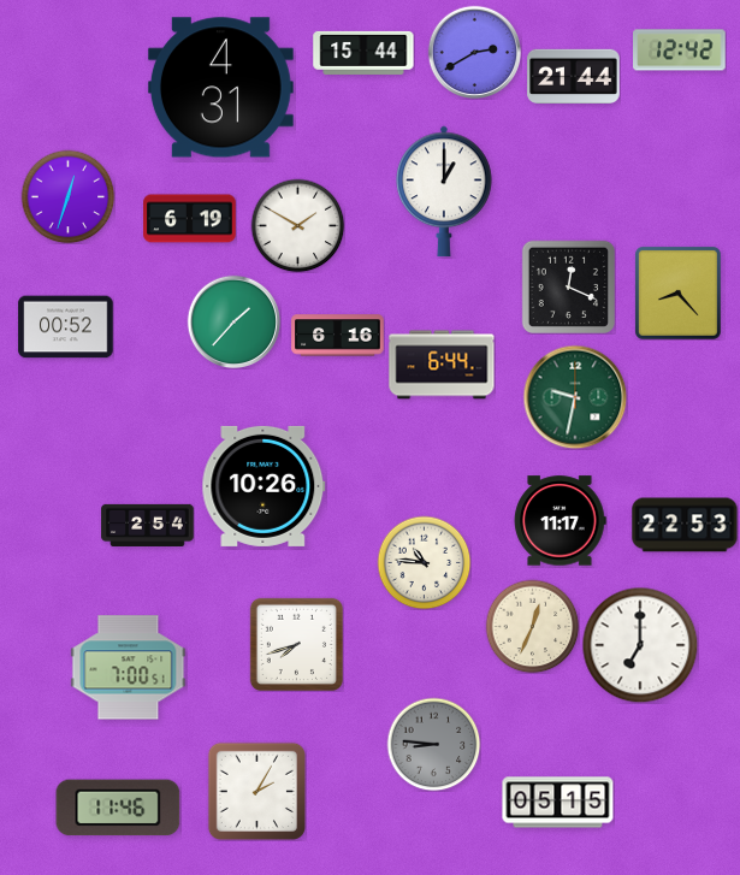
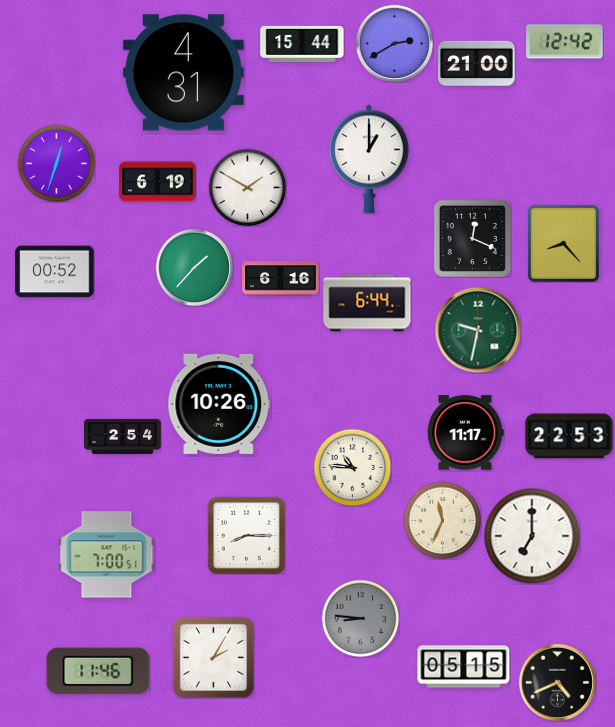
clock at (574, 76): 21:44 -> 21:00
clock at (532, 626): 12:34 -> 11:34
clock at (296, 644): 7:42 -> 8:15
clock at (557, 682): none -> 4:41
